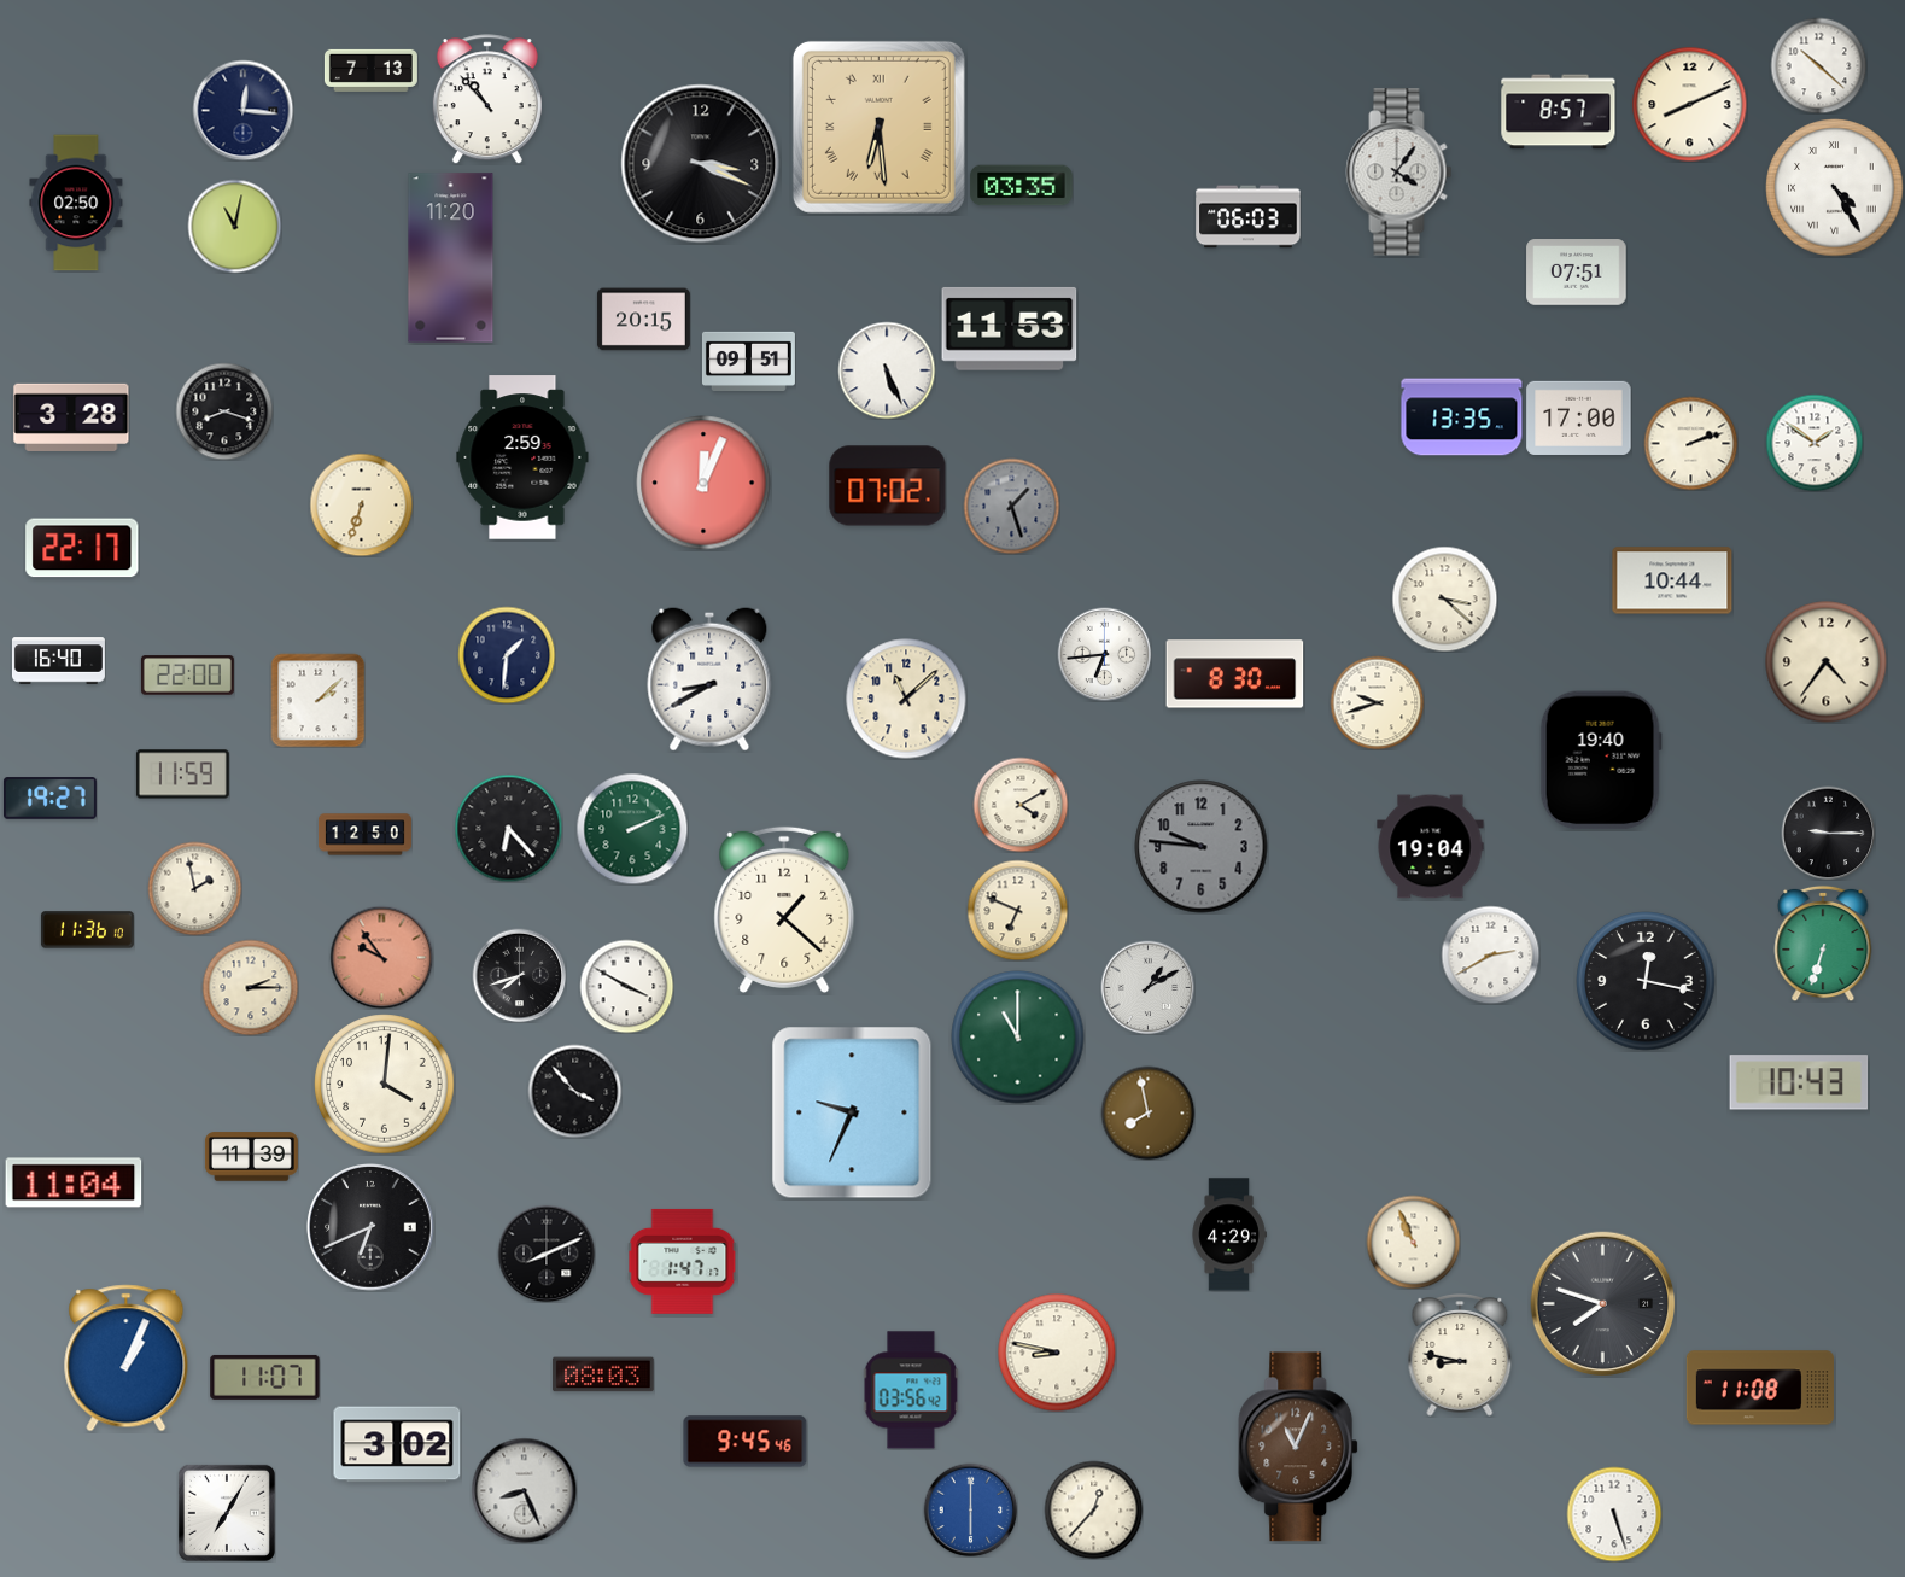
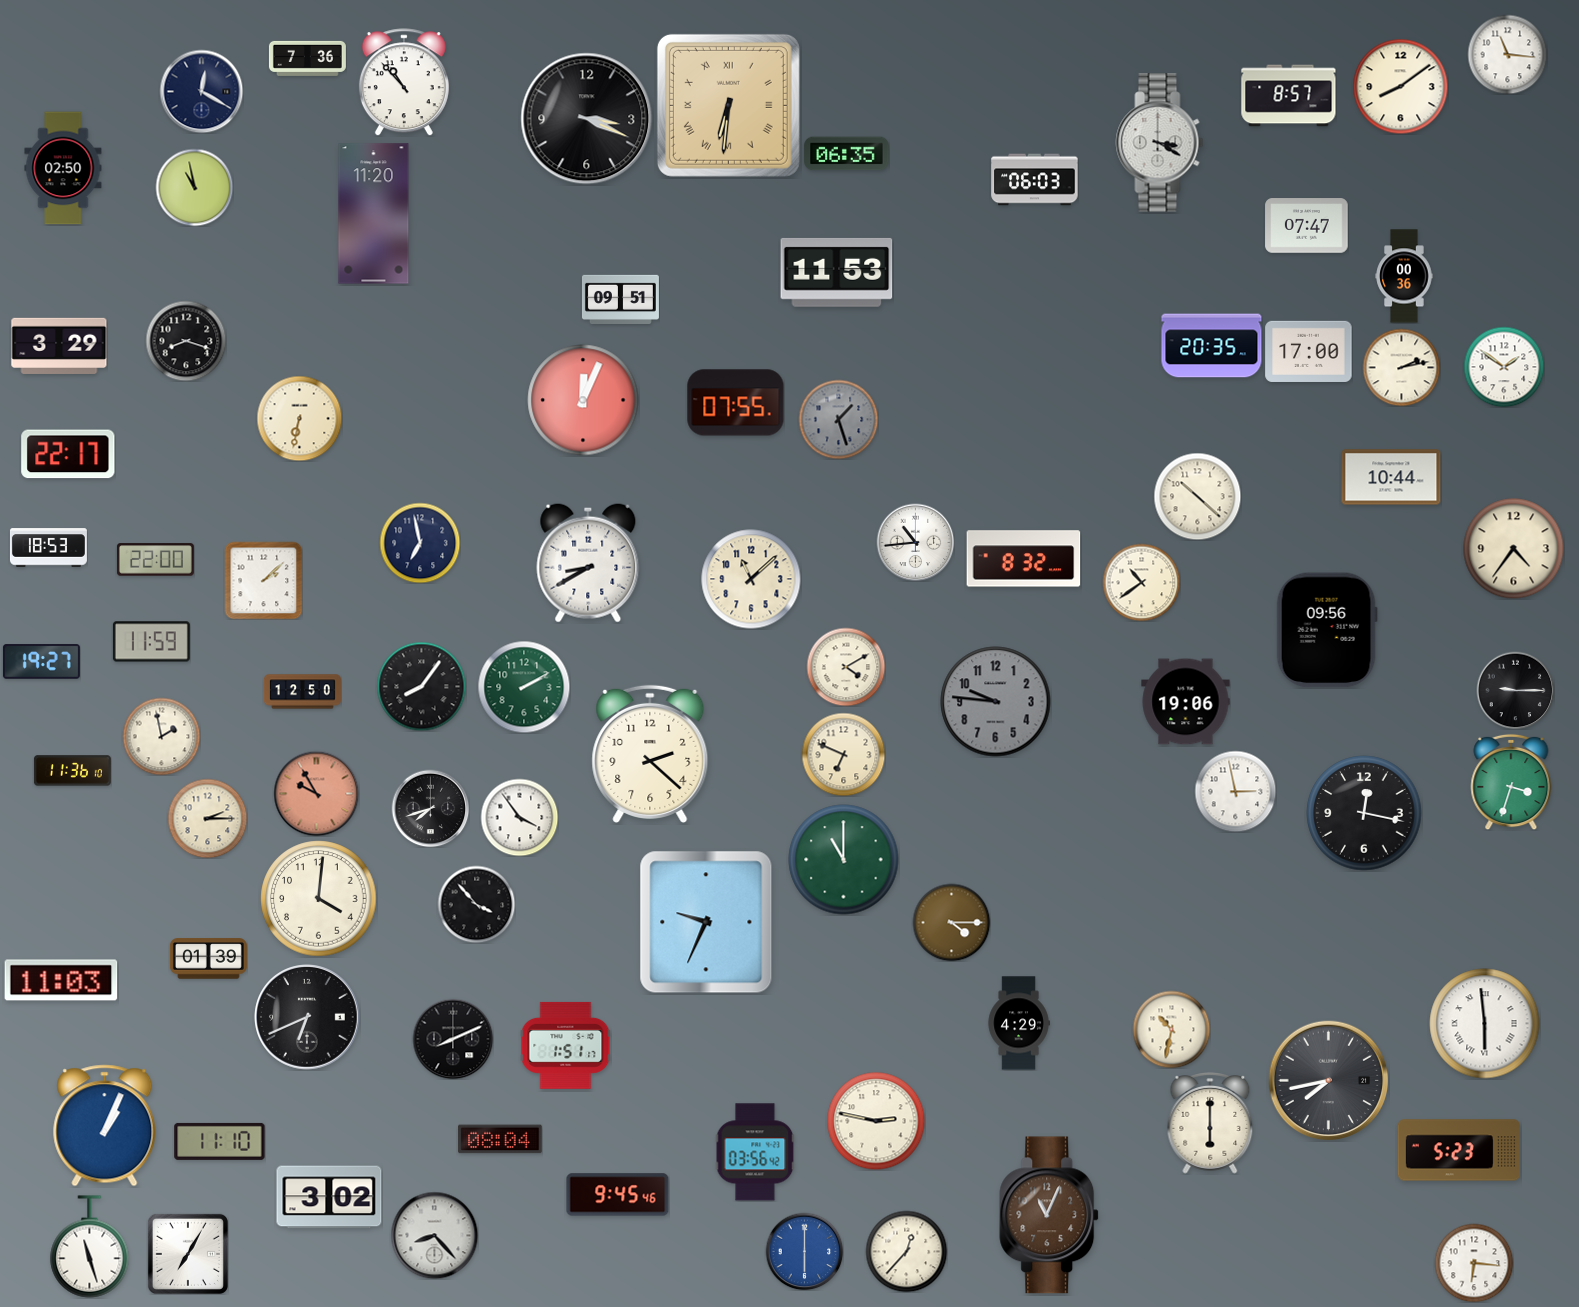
clock at (1818, 65): 10:22 -> 11:16
clock at (370, 70): 7:13 -> 7:36
clock at (1689, 104): 8:11 -> 8:09
clock at (242, 110): 12:16 -> 12:20
clock at (1559, 112) position: (1559, 112) -> (1289, 96)
clock at (878, 127): 6:29 -> 6:31
clock at (701, 164) position: (701, 164) -> (587, 119)
clock at (1399, 173): 4:06 -> 3:20
clock at (1022, 186): 03:35 -> 06:35
clock at (1835, 188): 4:25 -> none
clock at (234, 226): 11:02 -> 10:58
clock at (1577, 273): 07:51 -> 07:47
clock at (643, 320): 20:15 -> none
clock at (1404, 276): none -> 00:36
clock at (887, 370): 5:26 -> none
clock at (71, 416): 3:28 -> 3:29
clock at (1462, 417): 13:35 -> 20:35
clock at (1579, 417) position: (1579, 417) -> (1309, 351)
clock at (1690, 443): 2:12 -> 2:13
clock at (522, 457): 2:59 -> none
clock at (888, 486): 07:02 -> 07:55
clock at (361, 504): 6:33 -> 6:32
clock at (1672, 580) position: (1672, 580) -> (1391, 477)
clock at (1444, 598): 3:22 -> 10:22
clock at (1104, 654): 6:44 -> 10:44
clock at (507, 655): 1:31 -> 6:58
clock at (58, 661): 16:40 -> 18:53
clock at (1235, 674): 8:30 -> 8:32
clock at (1377, 702): 9:42 -> 10:39
clock at (1601, 760): 19:40 -> 09:56
clock at (508, 828): 6:23 -> 8:06
clock at (632, 829): 2:11 -> 2:10
clock at (1431, 847): 19:04 -> 19:06
clock at (784, 910): 1:22 -> 2:22
clock at (1823, 944): 6:33 -> 3:33
clock at (1490, 954): 2:40 -> 2:58
clock at (381, 957): 9:54 -> 9:55
clock at (626, 986): 3:50 -> 3:54
clock at (1147, 987): 1:10 -> none
clock at (1799, 1082): 10:43 -> none
clock at (1147, 1112): 7:58 -> 4:15
clock at (251, 1157): 11:39 -> 01:39
clock at (74, 1182): 11:04 -> 11:03
clock at (1485, 1024): none -> 5:59
clock at (1413, 1242): 10:56 -> 10:32
clock at (682, 1261): 1:47 -> 1:51
clock at (1603, 1304): 7:48 -> 7:43
clock at (1057, 1353): 8:47 -> 2:47
clock at (1460, 1356): 8:47 -> 6:00
clock at (603, 1374): 08:03 -> 08:04
clock at (265, 1377): 11:07 -> 11:10
clock at (1760, 1388): 11:08 -> 5:23
clock at (1299, 1447) position: (1299, 1447) -> (1050, 1215)
clock at (524, 1490): 8:26 -> 8:23
clock at (90, 1247): none -> 11:27
clock at (1614, 1514): 5:27 -> none
clock at (1474, 1263): none -> 6:16
